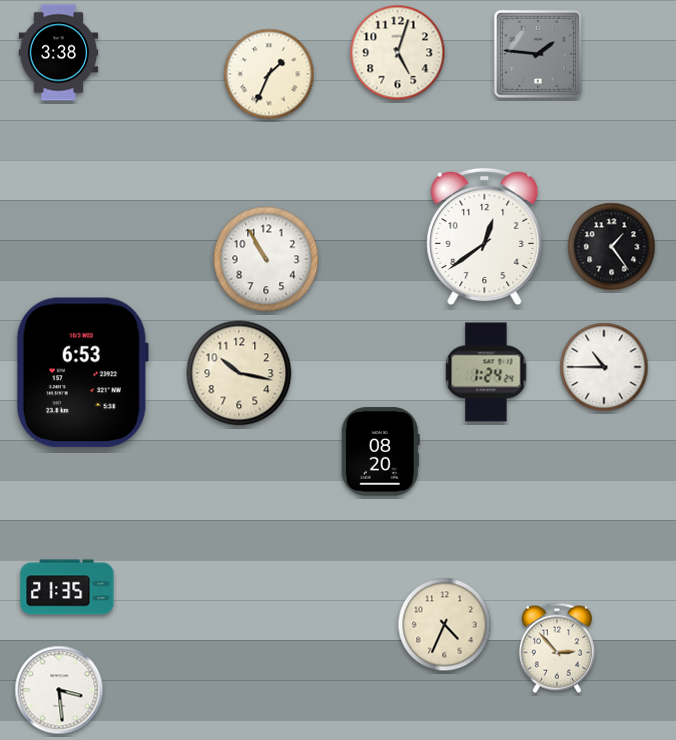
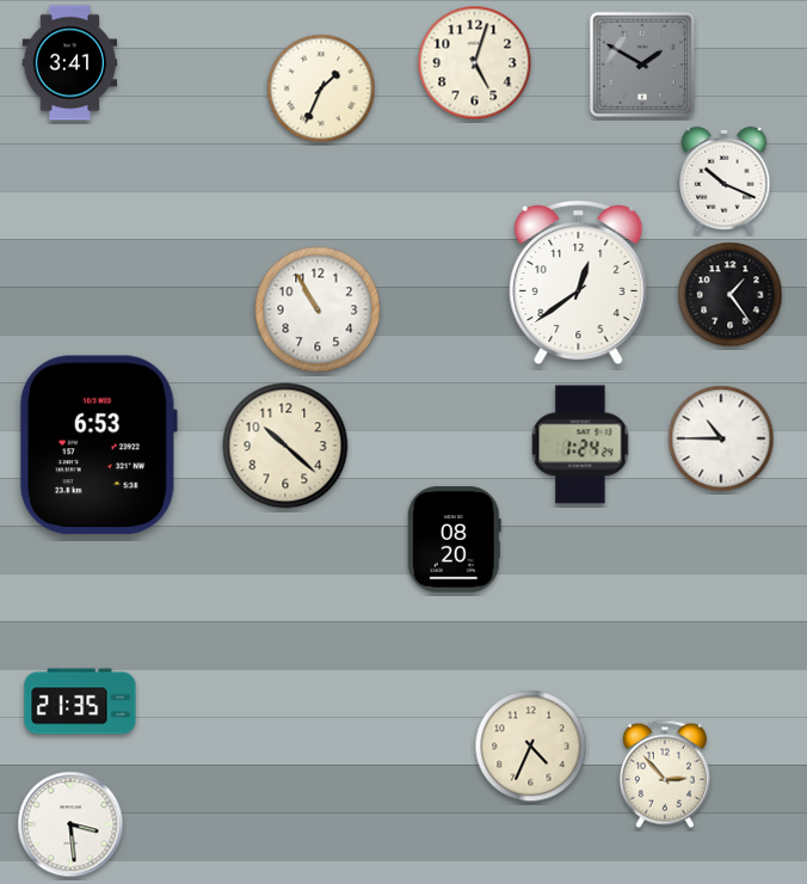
clock at (59, 53): 3:38 -> 3:41
clock at (538, 54): 1:46 -> 1:50
clock at (725, 179): none -> 10:19
clock at (239, 373): 10:17 -> 10:22
